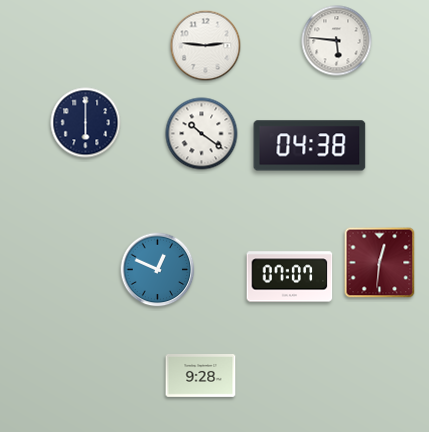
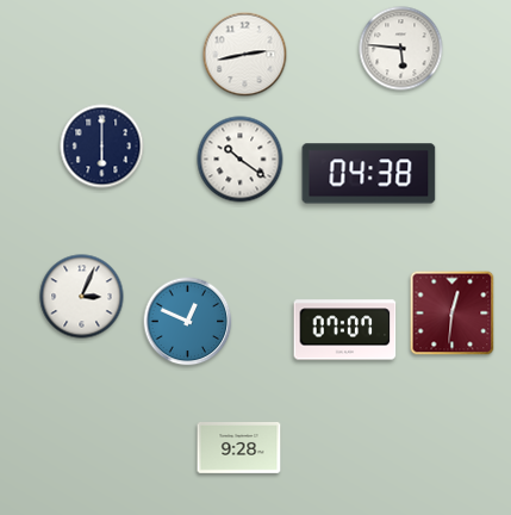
clock at (206, 46): 2:46 -> 2:43
clock at (82, 297): none -> 3:04
